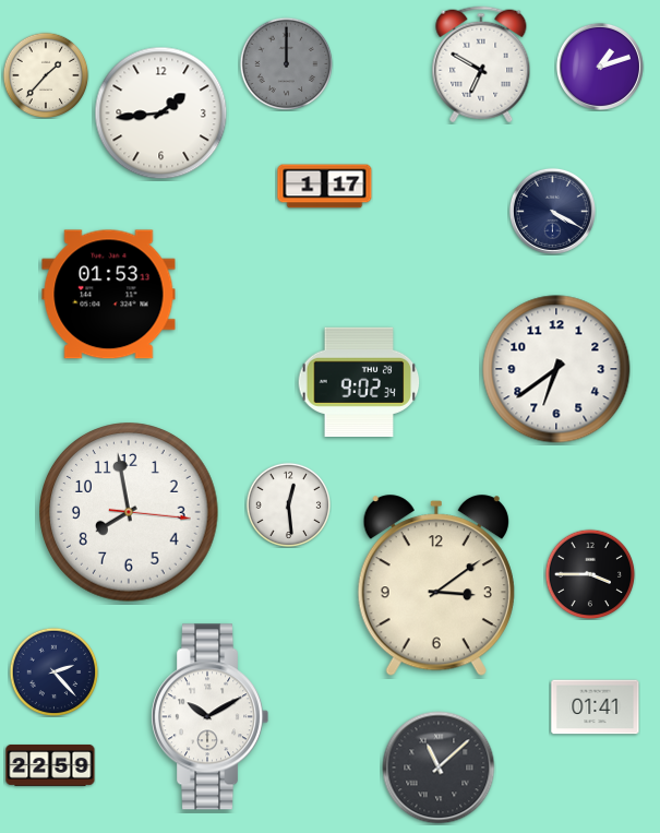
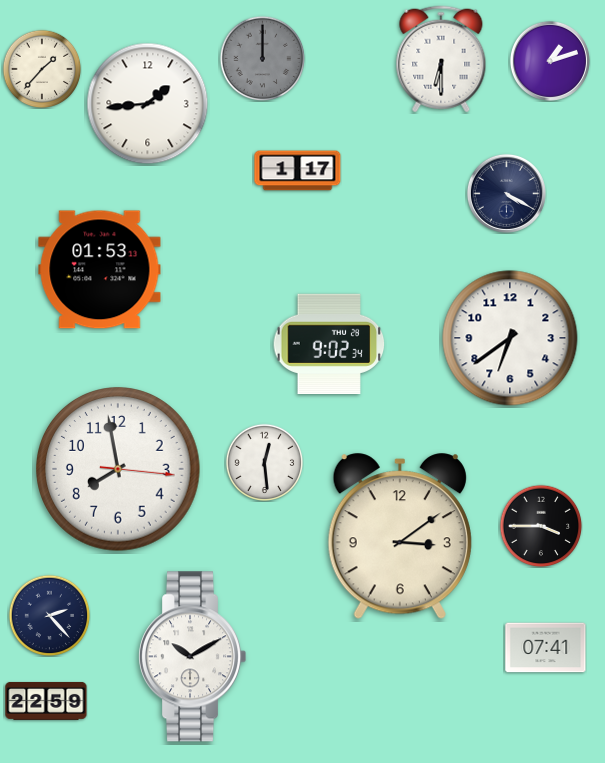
clock at (481, 64): 6:50 -> 6:30
clock at (359, 381) position: (359, 381) -> (329, 343)
clock at (596, 707): 01:41 -> 07:41
clock at (439, 767): 11:08 -> none
